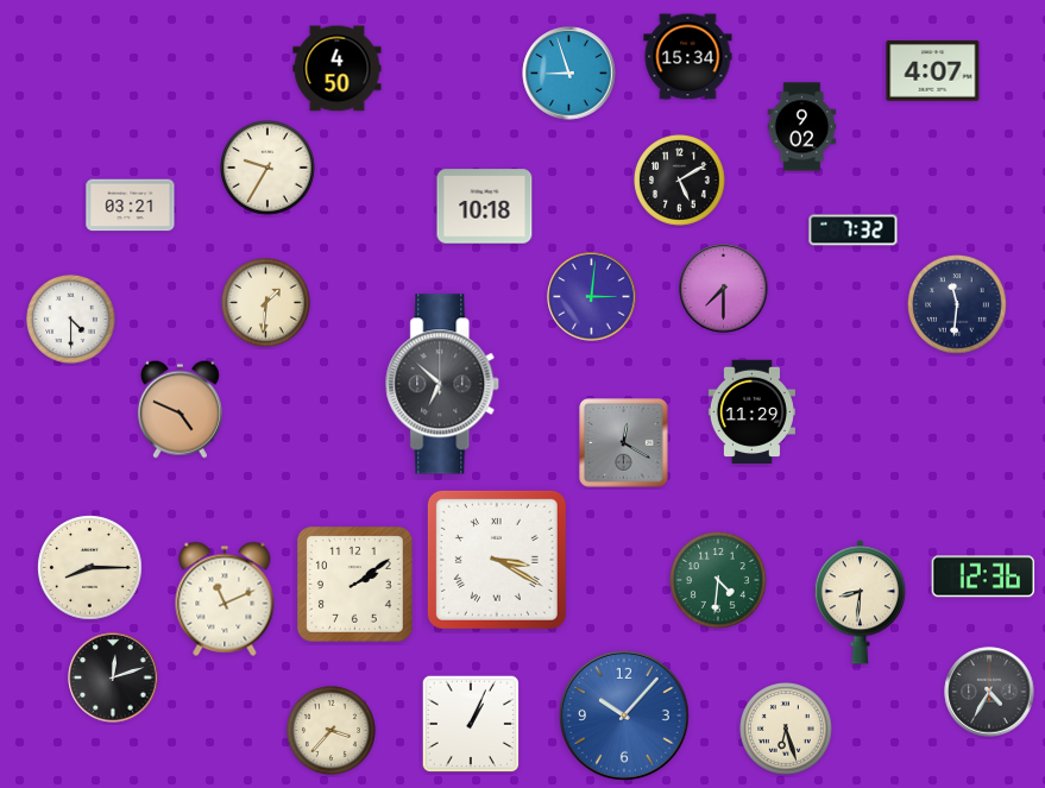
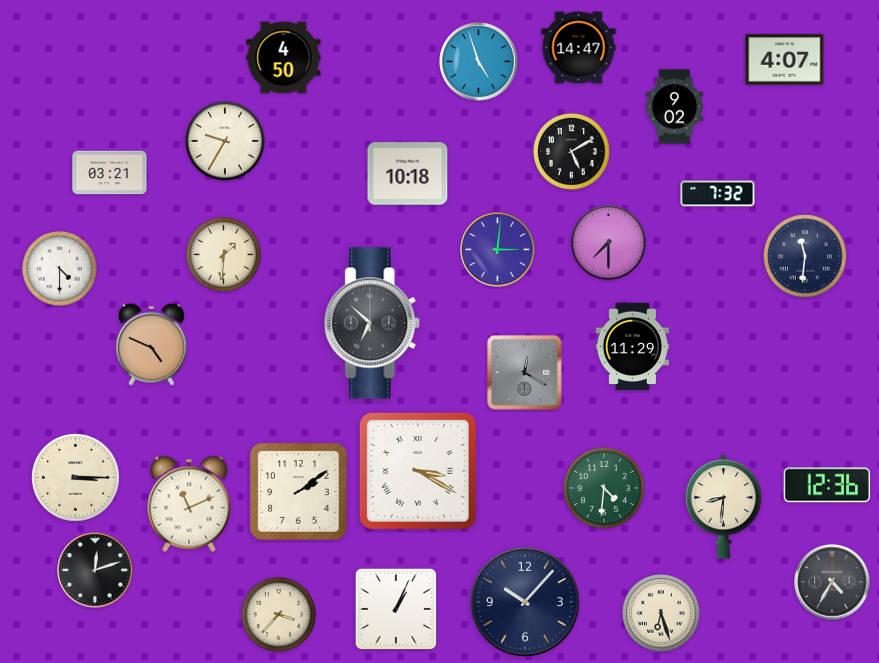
clock at (688, 57): 15:34 -> 14:47
clock at (569, 74): 8:57 -> 4:57
clock at (90, 568): 8:15 -> 3:15
clock at (624, 715) dial: blue -> navy
